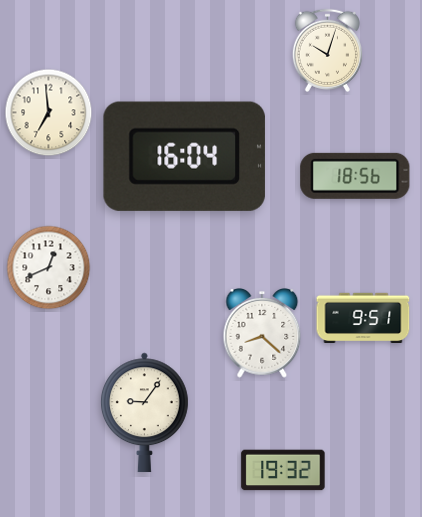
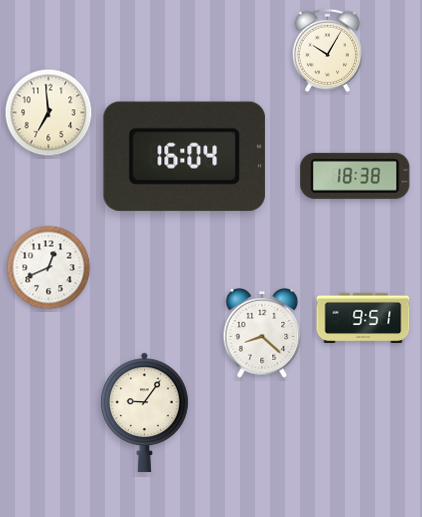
clock at (327, 50): 10:03 -> 10:05
clock at (355, 176): 18:56 -> 18:38
clock at (283, 470): 19:32 -> none
